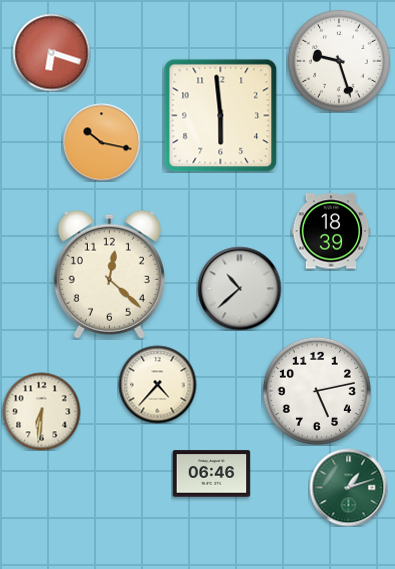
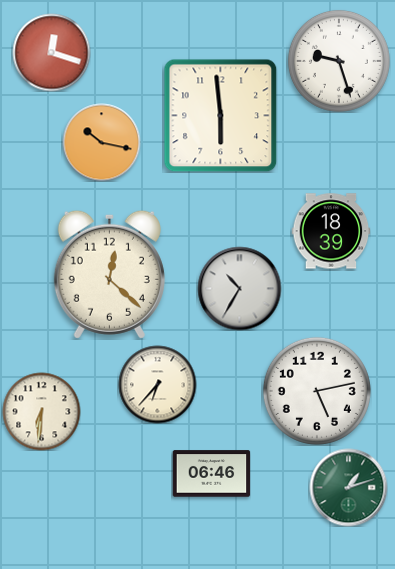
clock at (51, 52): 6:18 -> 12:18
clock at (239, 288): 10:38 -> 10:35
clock at (157, 384): 4:37 -> 6:37
